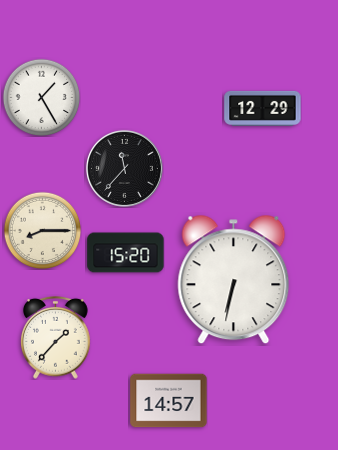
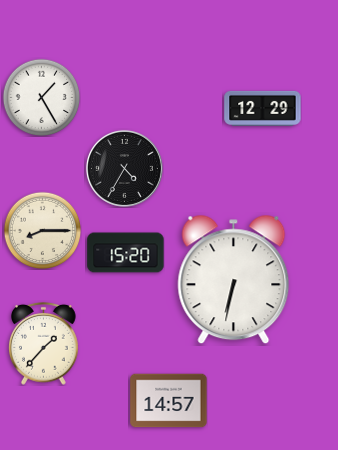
clock at (124, 168): 11:37 -> 4:35
clock at (56, 337) position: (56, 337) -> (44, 343)
